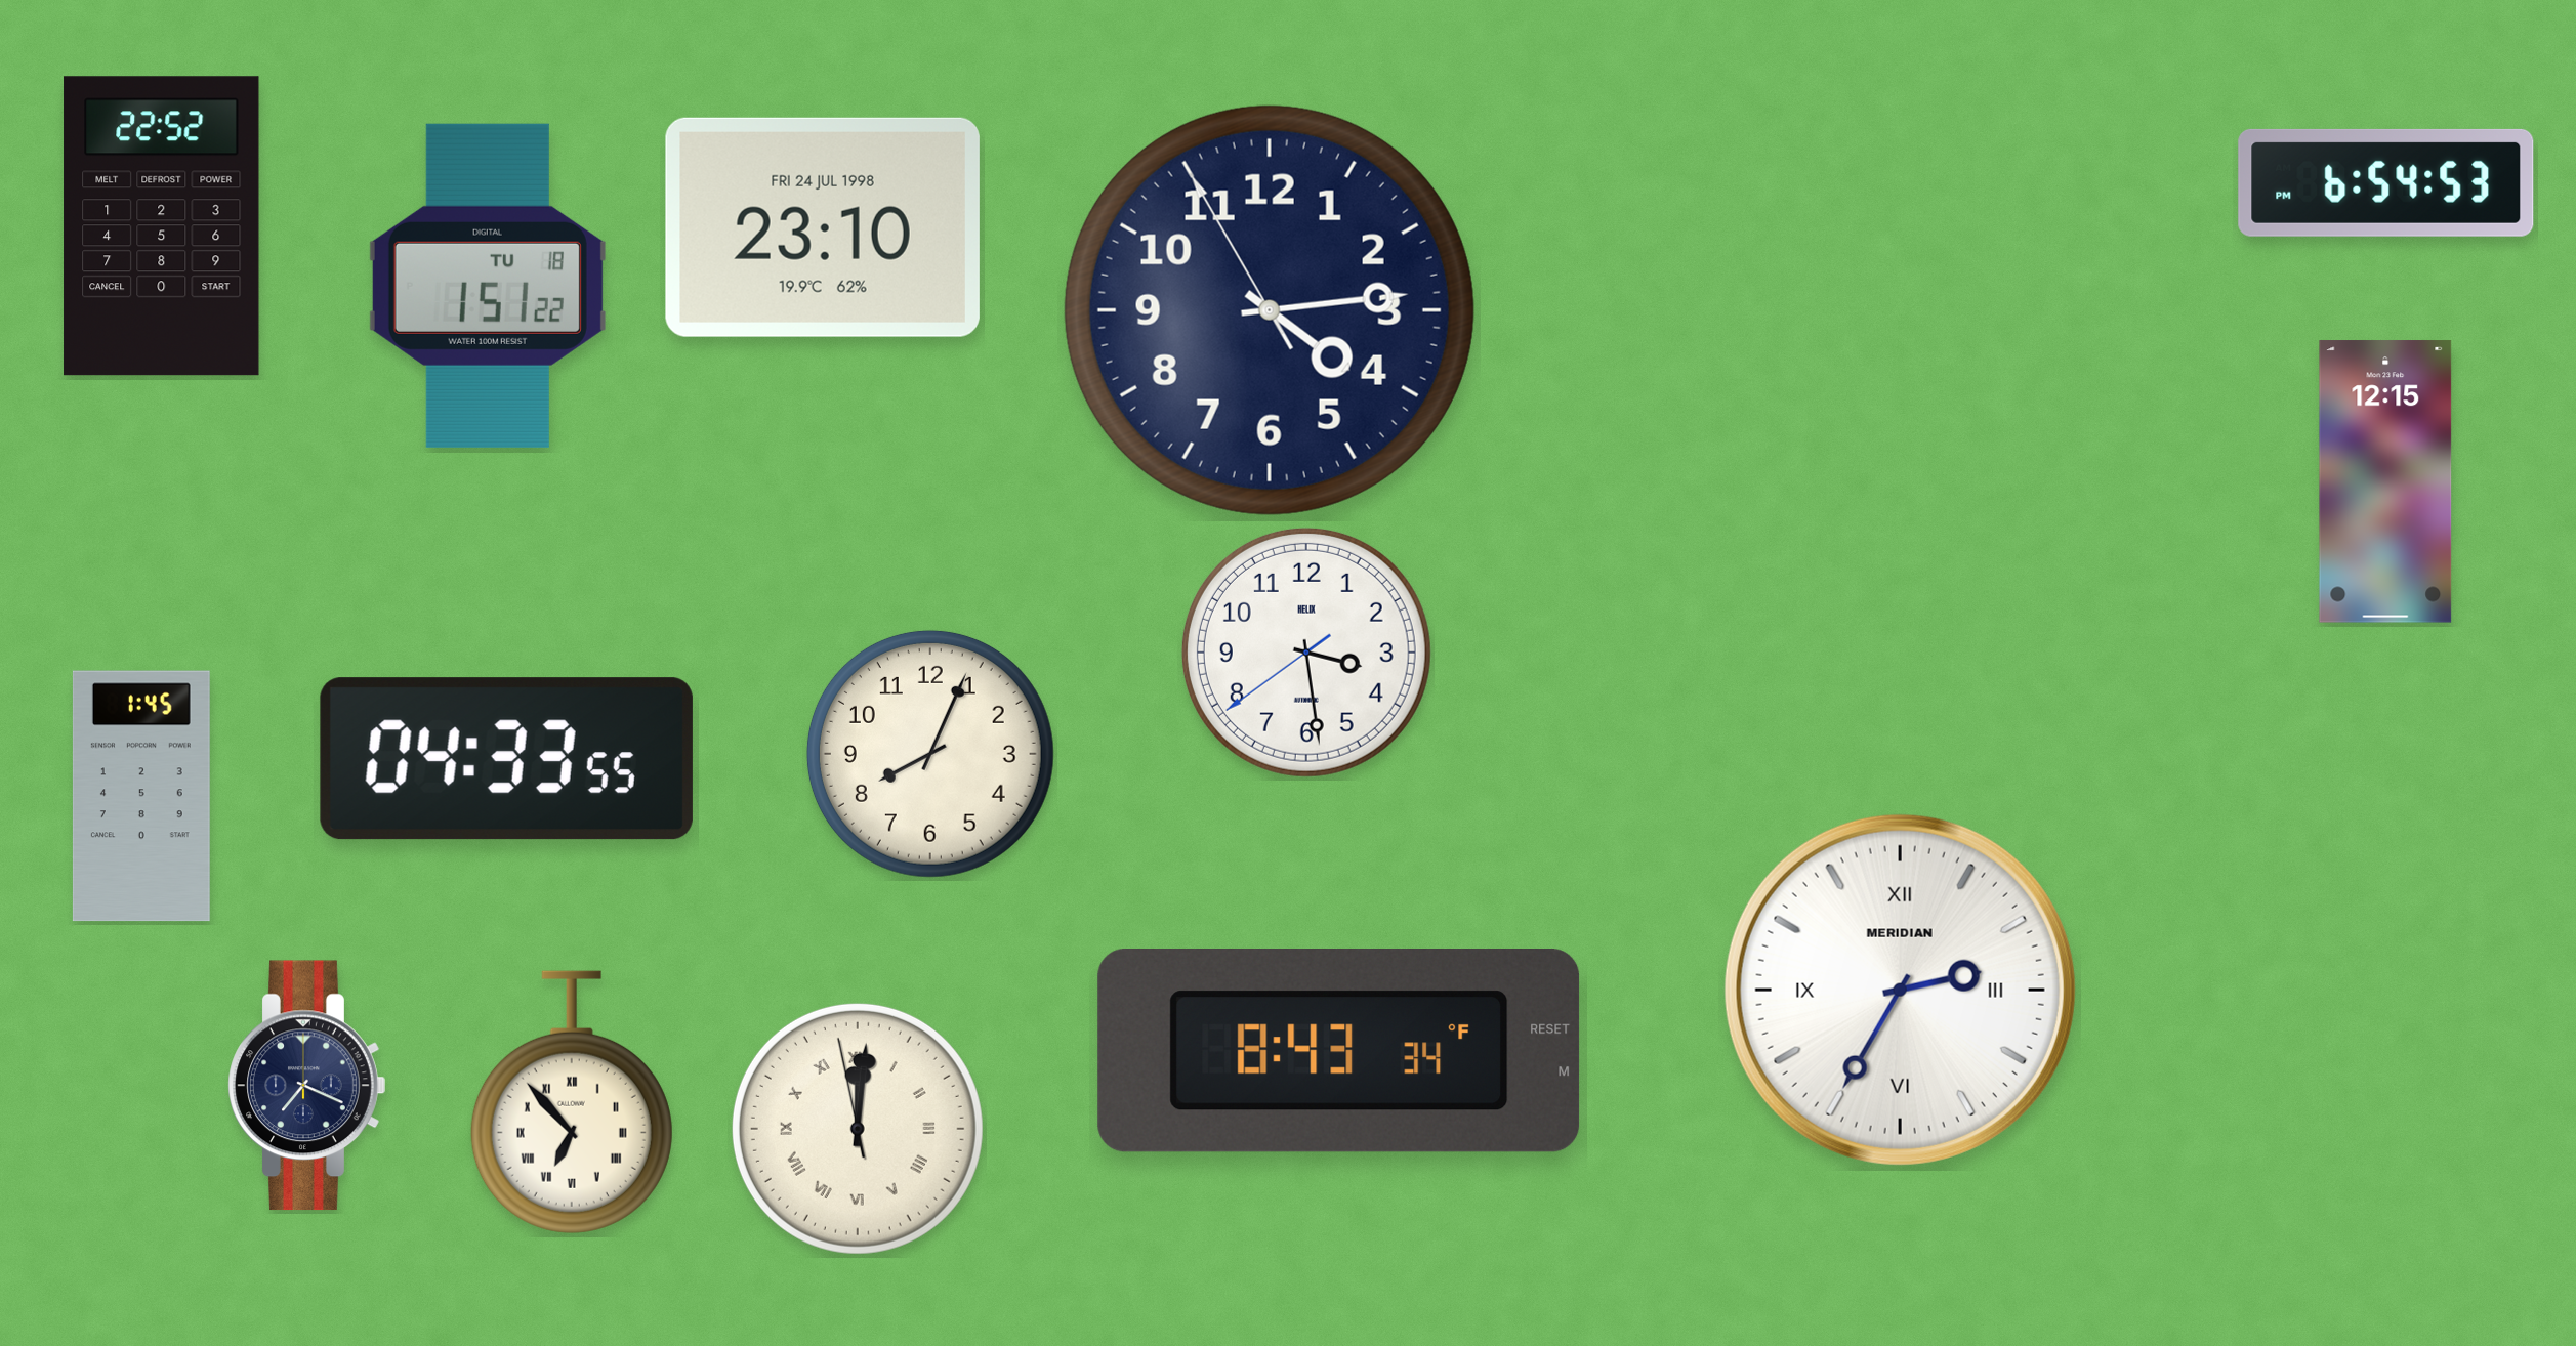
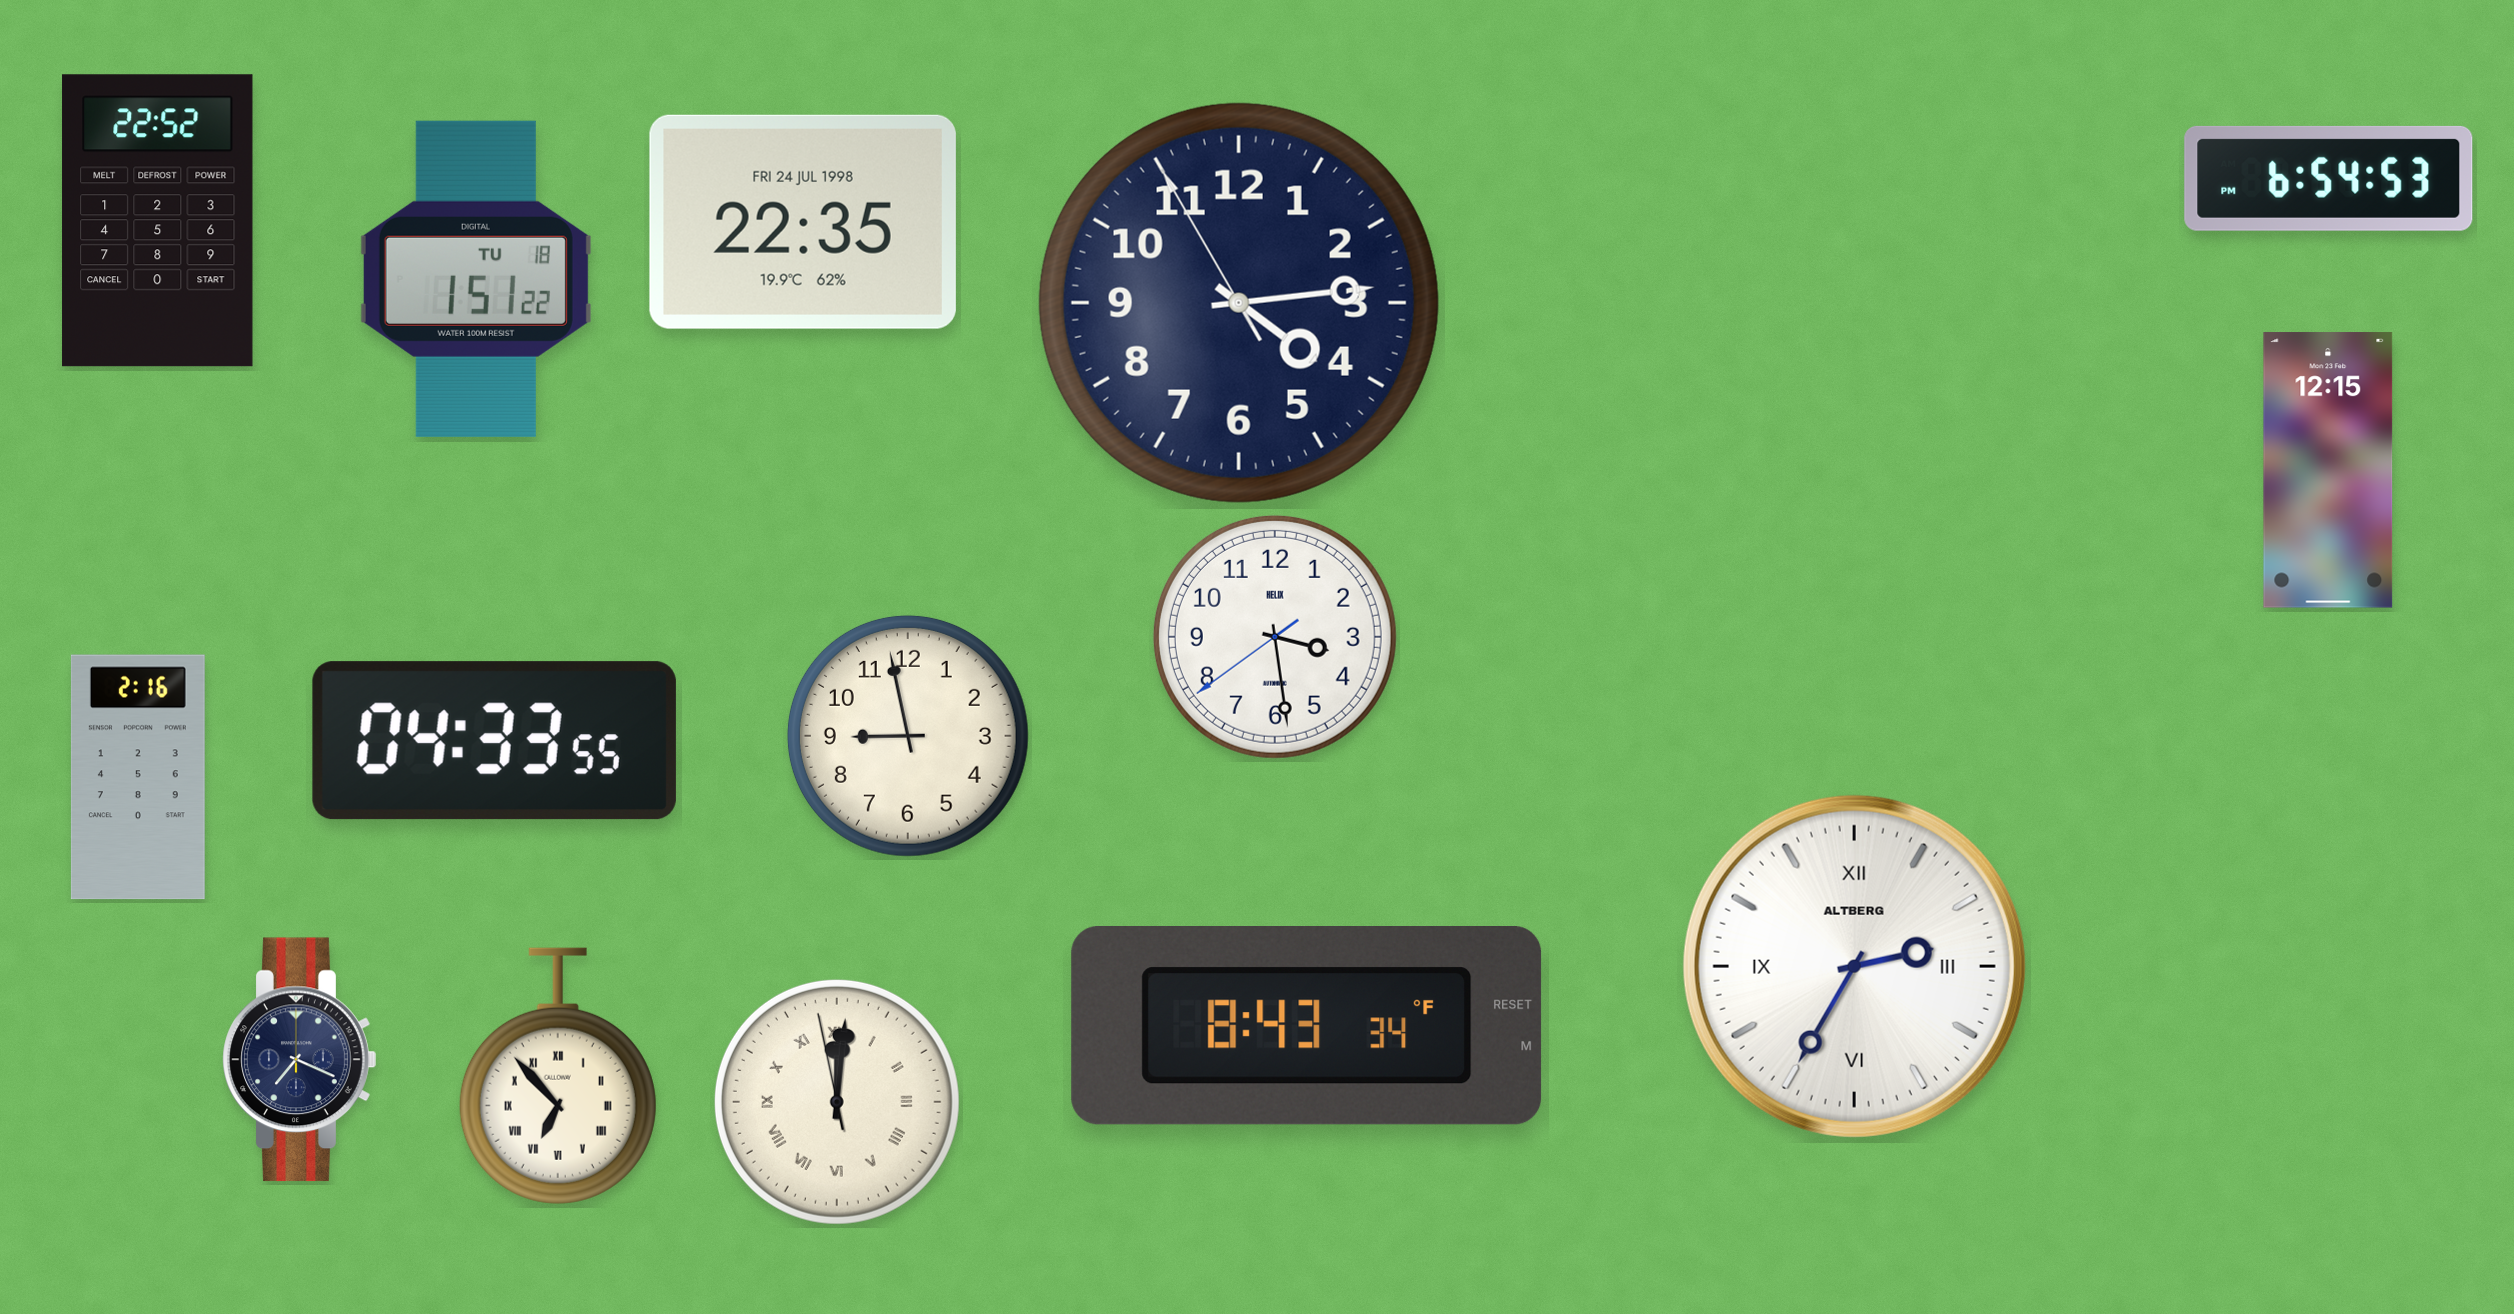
clock at (823, 227): 23:10 -> 22:35
clock at (930, 754): 8:04 -> 8:58
clock at (141, 796): 1:45 -> 2:16
clock at (1900, 990) brand: MERIDIAN -> ALTBERG
